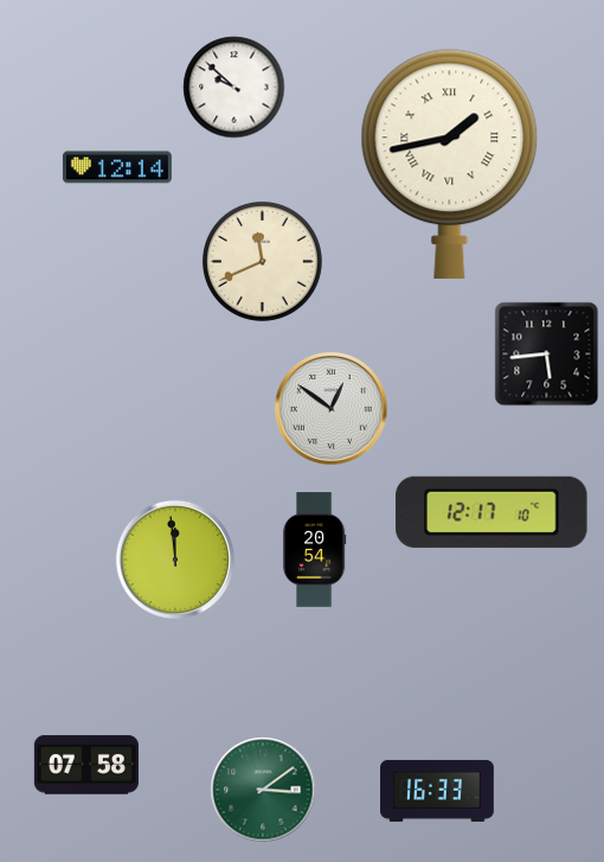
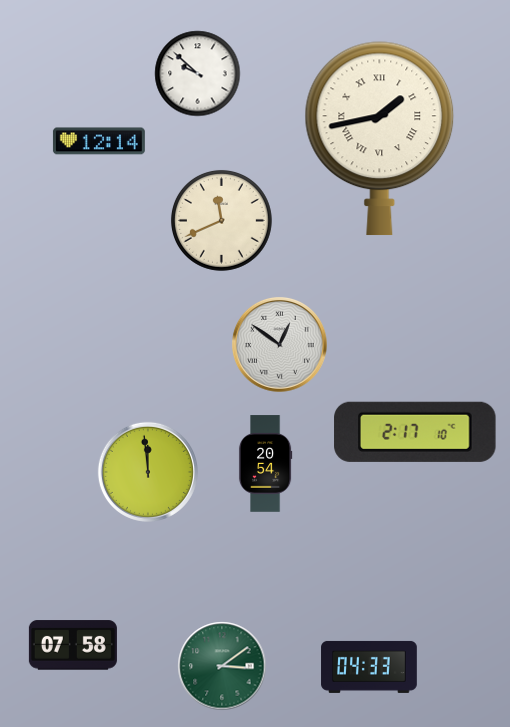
clock at (546, 353): 5:44 -> none
clock at (491, 512): 12:17 -> 2:17
clock at (437, 791): 16:33 -> 04:33
